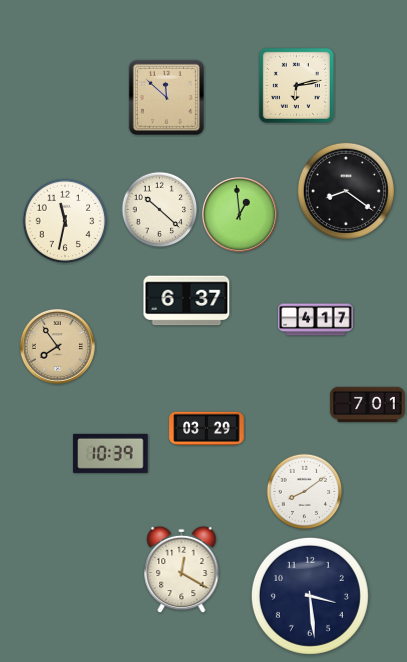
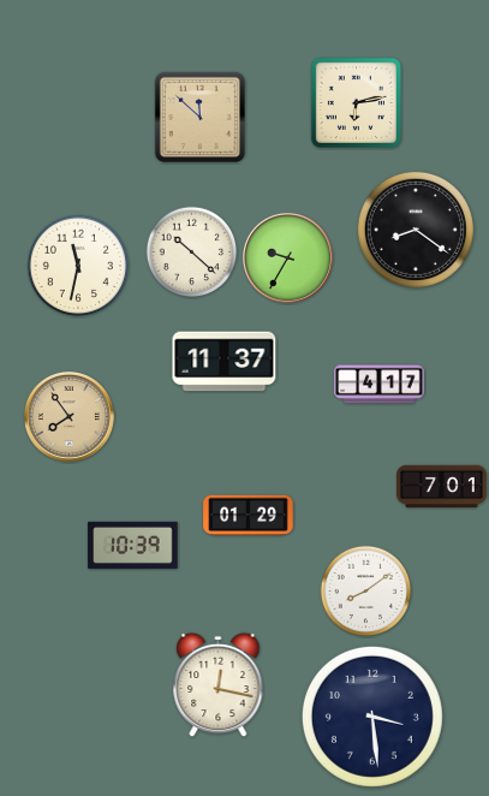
clock at (239, 214): 12:59 -> 9:35
clock at (187, 301): 6:37 -> 11:37
clock at (207, 429): 03:29 -> 01:29
clock at (182, 570): 12:20 -> 12:17
